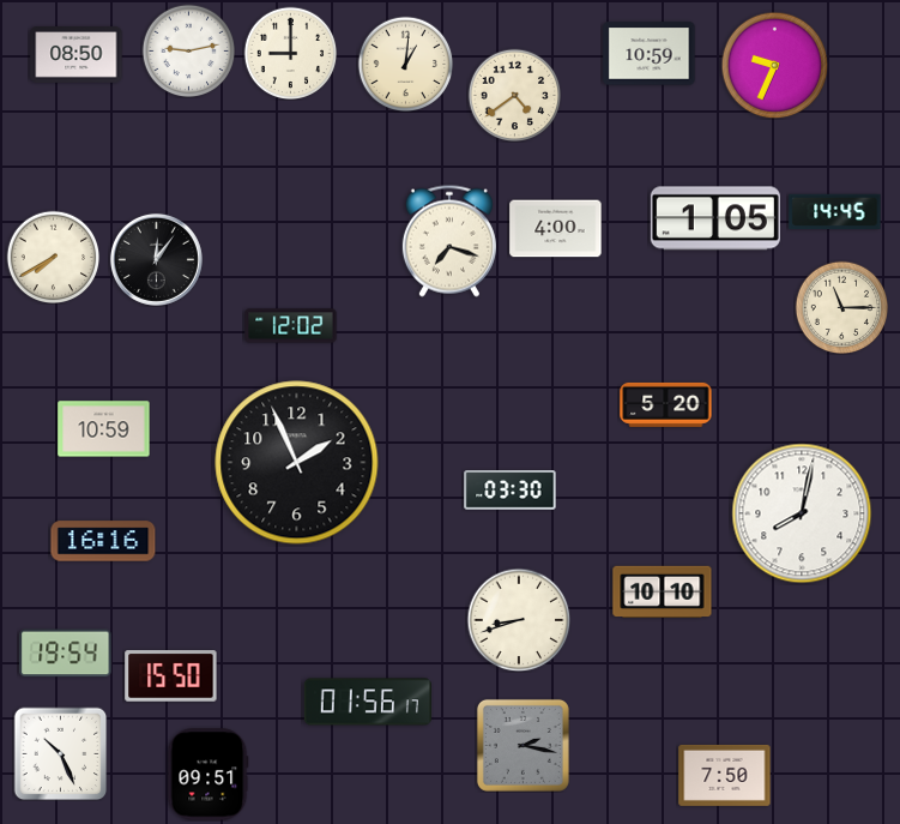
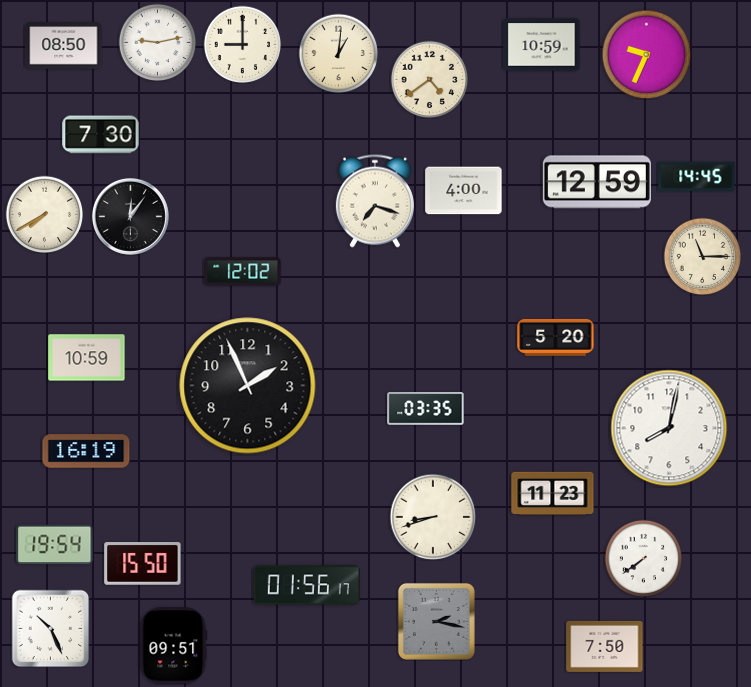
clock at (101, 135): none -> 7:30
clock at (715, 218): 1:05 -> 12:59
clock at (511, 491): 03:30 -> 03:35
clock at (103, 541): 16:16 -> 16:19
clock at (663, 593): 10:10 -> 11:23
clock at (643, 558): none -> 7:39
